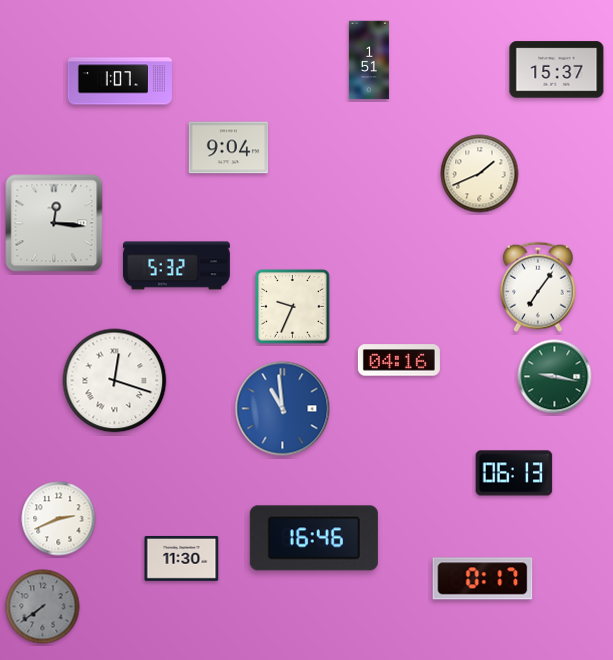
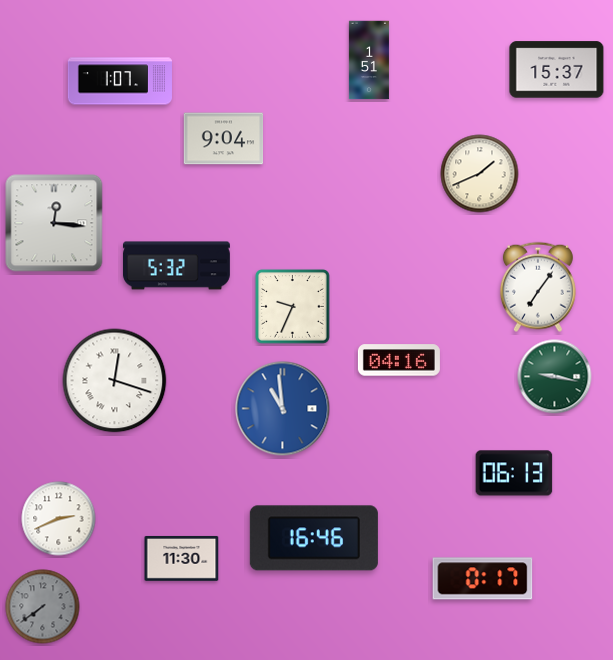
clock at (229, 148) position: (229, 148) -> (224, 139)
